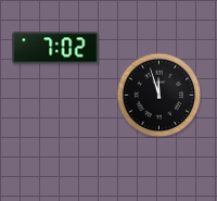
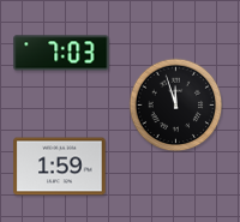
clock at (55, 48): 7:02 -> 7:03
clock at (60, 167): none -> 1:59
